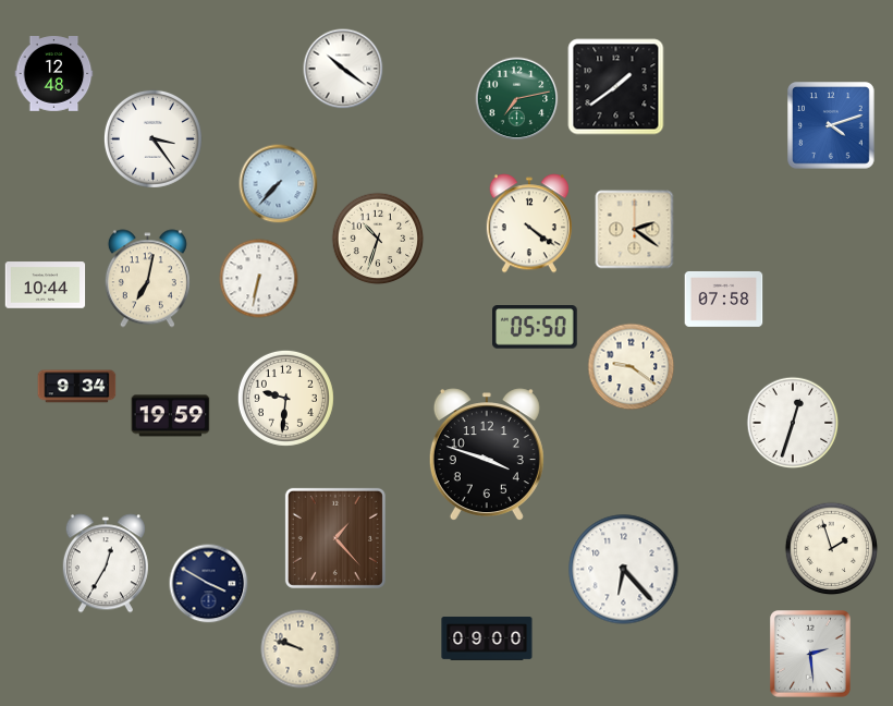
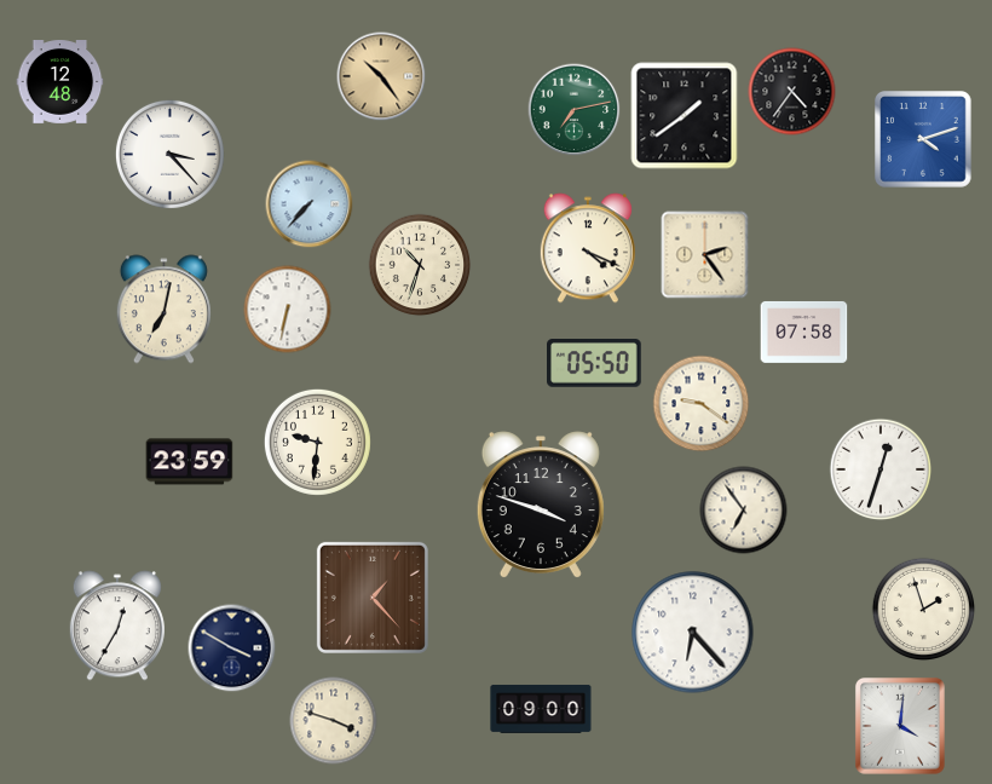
clock at (343, 69): 10:21 -> 10:24
clock at (343, 69) dial: white -> champagne
clock at (792, 92): none -> 4:36
clock at (616, 87) position: (616, 87) -> (685, 116)
clock at (152, 138): 3:24 -> 3:23
clock at (529, 223): 4:21 -> 4:19
clock at (635, 230): 2:21 -> 2:24
clock at (46, 285): 10:44 -> none
clock at (632, 367) position: (632, 367) -> (702, 404)
clock at (77, 387): 9:34 -> none
clock at (171, 416): 19:59 -> 23:59
clock at (744, 511): none -> 6:54
clock at (301, 649): 9:48 -> 3:48
clock at (810, 655): 2:29 -> 4:01
